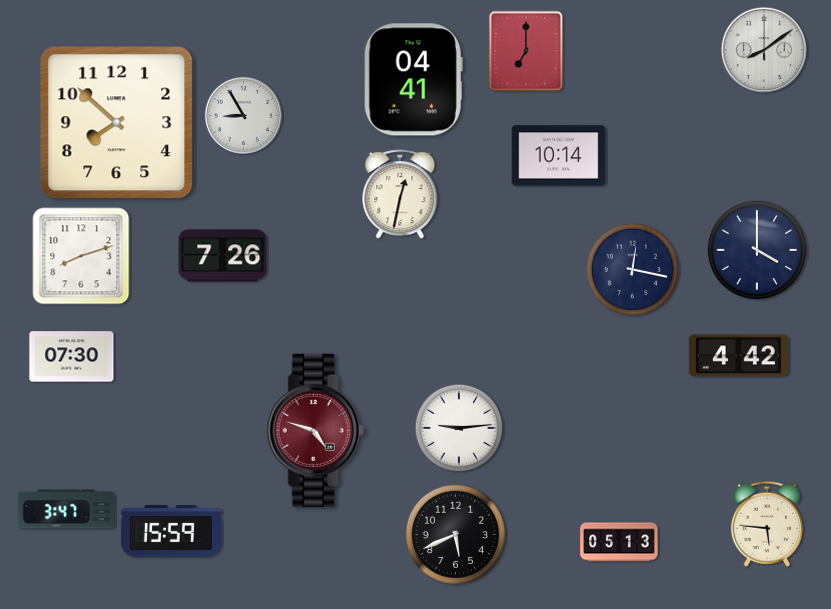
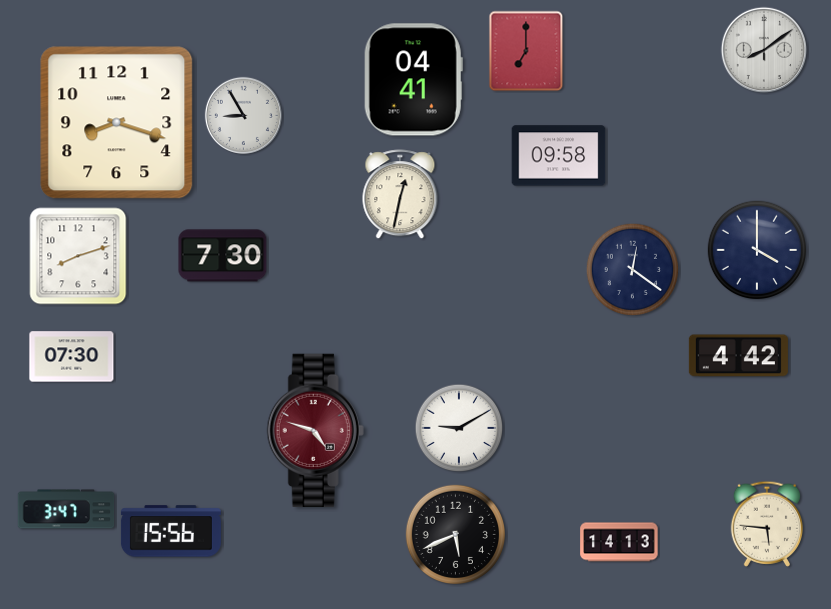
clock at (117, 123): 7:52 -> 8:18
clock at (559, 156): 10:14 -> 09:58
clock at (81, 256) position: (81, 256) -> (78, 256)
clock at (223, 256): 7:26 -> 7:30
clock at (633, 270): 12:17 -> 12:21
clock at (459, 428): 9:14 -> 9:10
clock at (171, 531): 15:59 -> 15:56
clock at (619, 542): 05:13 -> 14:13
